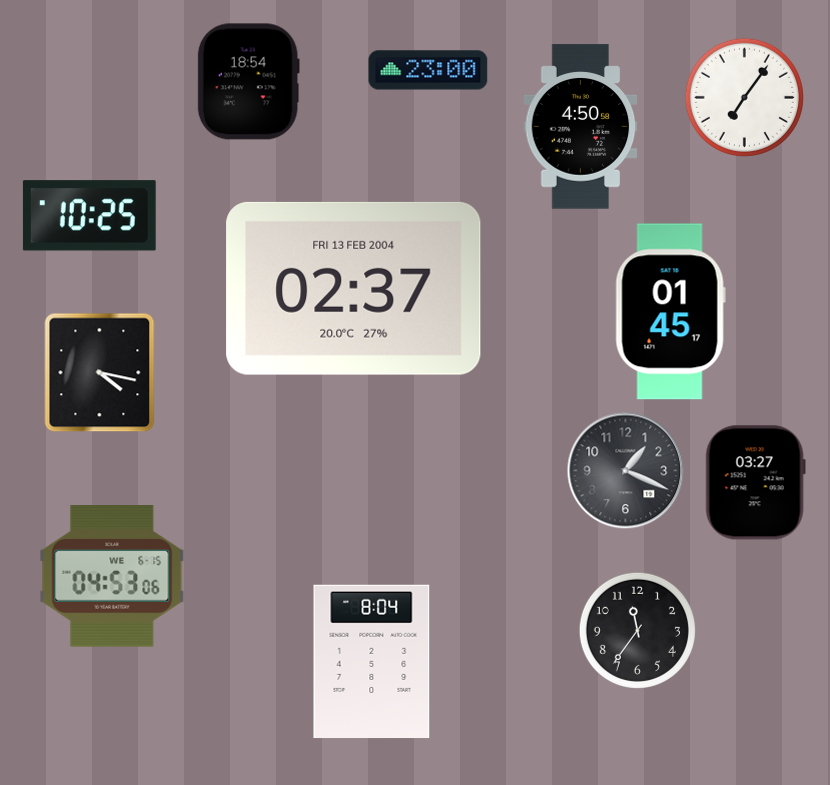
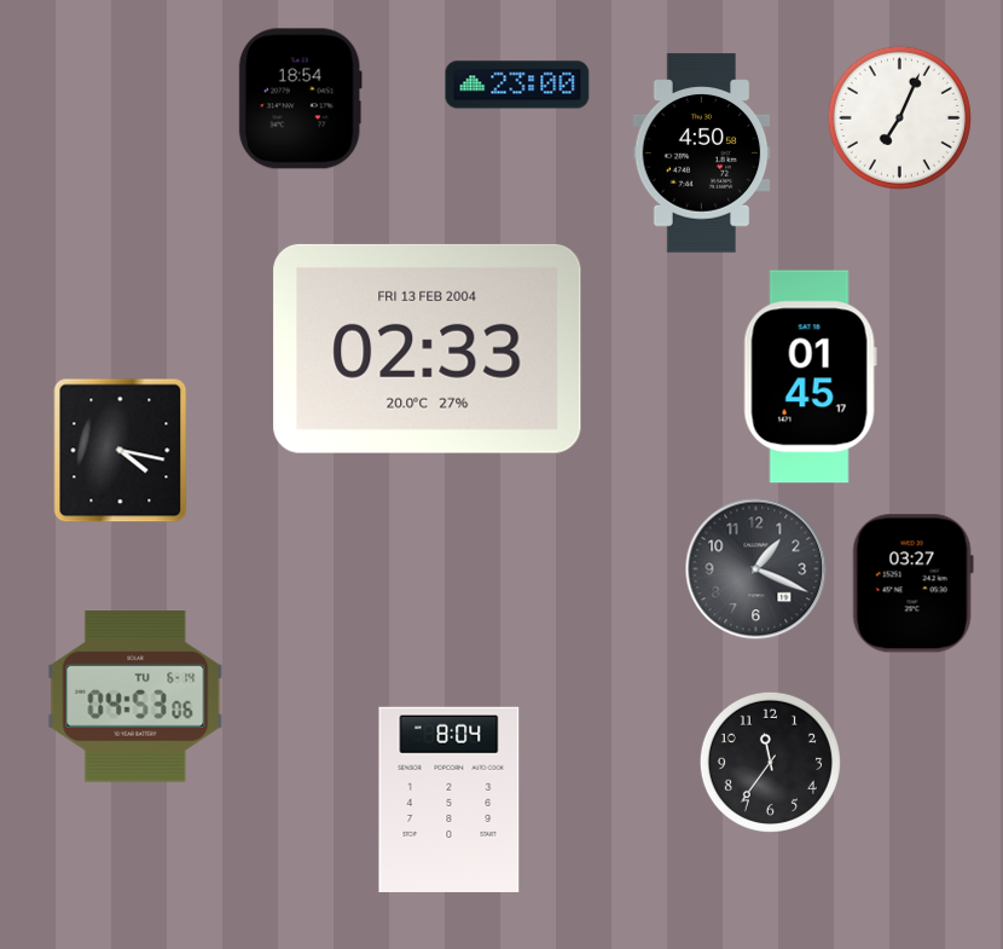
clock at (744, 97): 7:06 -> 7:04
clock at (89, 216): 10:25 -> none
clock at (354, 288): 02:37 -> 02:33
clock at (112, 577) date: WE 6-15 -> TU 6-14
